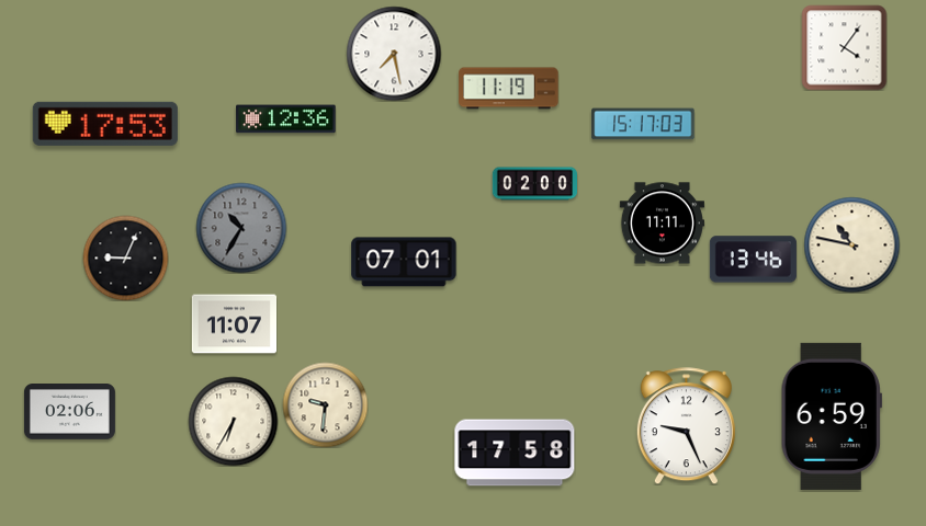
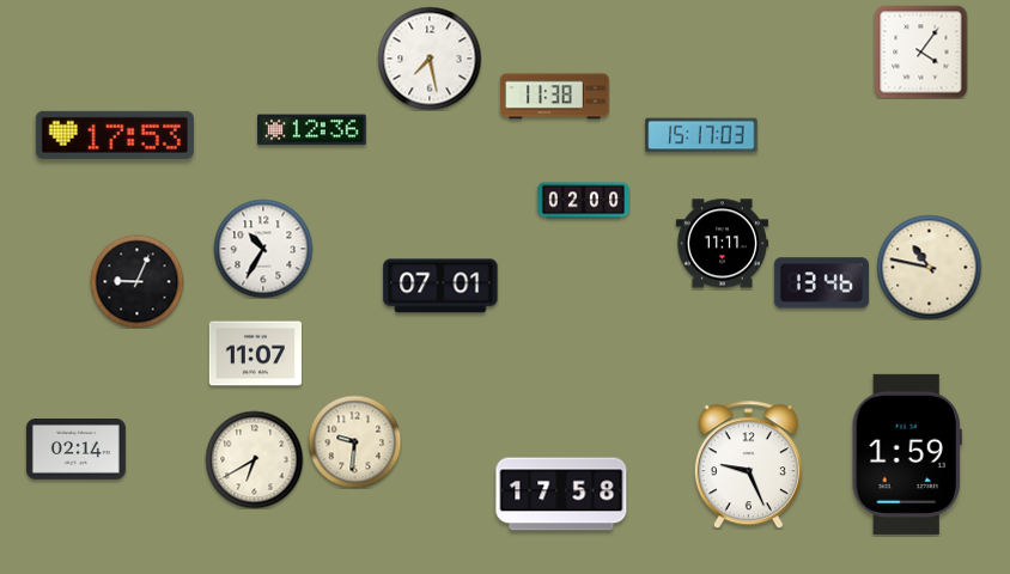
clock at (509, 89): 11:19 -> 11:38
clock at (241, 228) dial: grey -> white
clock at (69, 412): 02:06 -> 02:14
clock at (832, 416): 6:59 -> 1:59
clock at (233, 421): 6:35 -> 6:40
